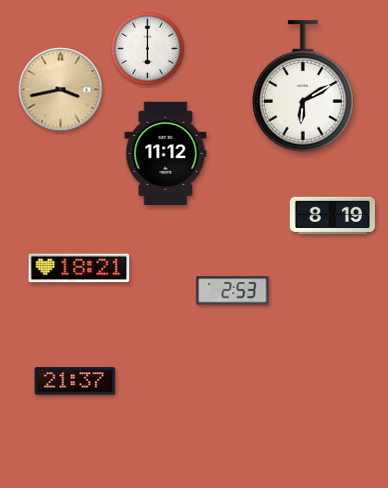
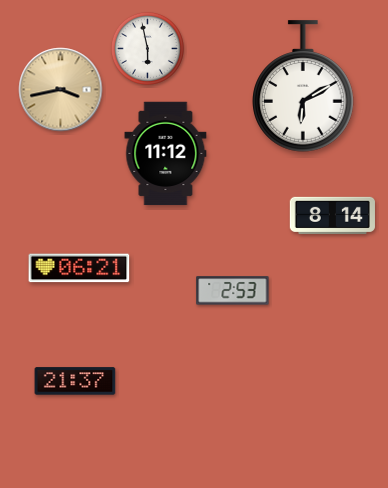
clock at (147, 48): 6:00 -> 5:58
clock at (332, 215): 8:19 -> 8:14
clock at (79, 268): 18:21 -> 06:21
